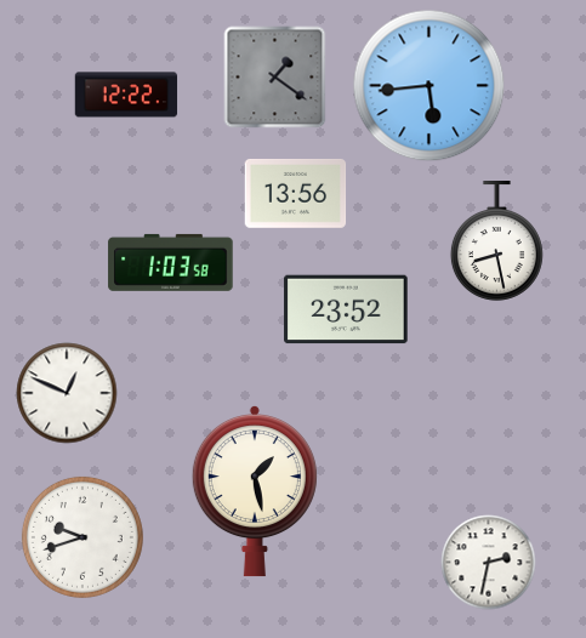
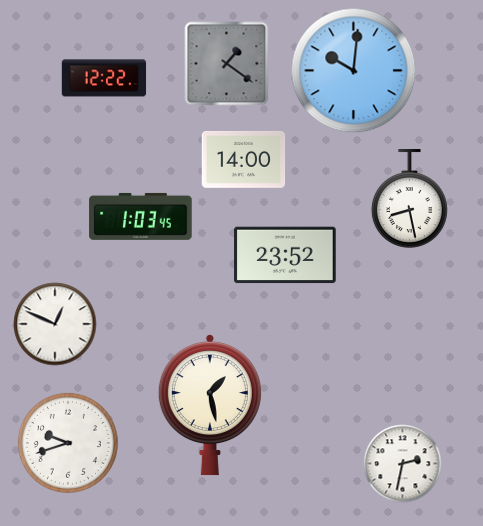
clock at (428, 85): 5:44 -> 10:01
clock at (295, 193): 13:56 -> 14:00
clock at (171, 262): 1:03:58 -> 1:03:45
